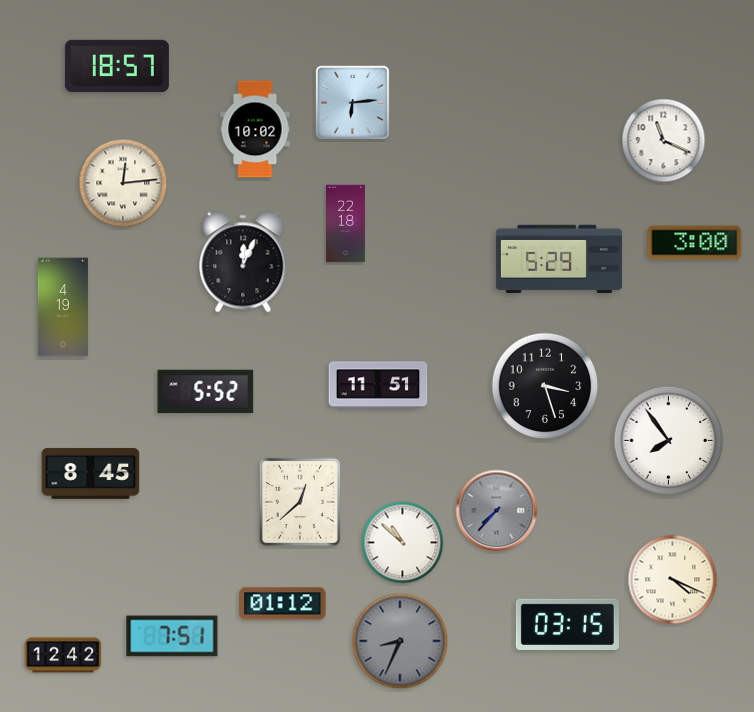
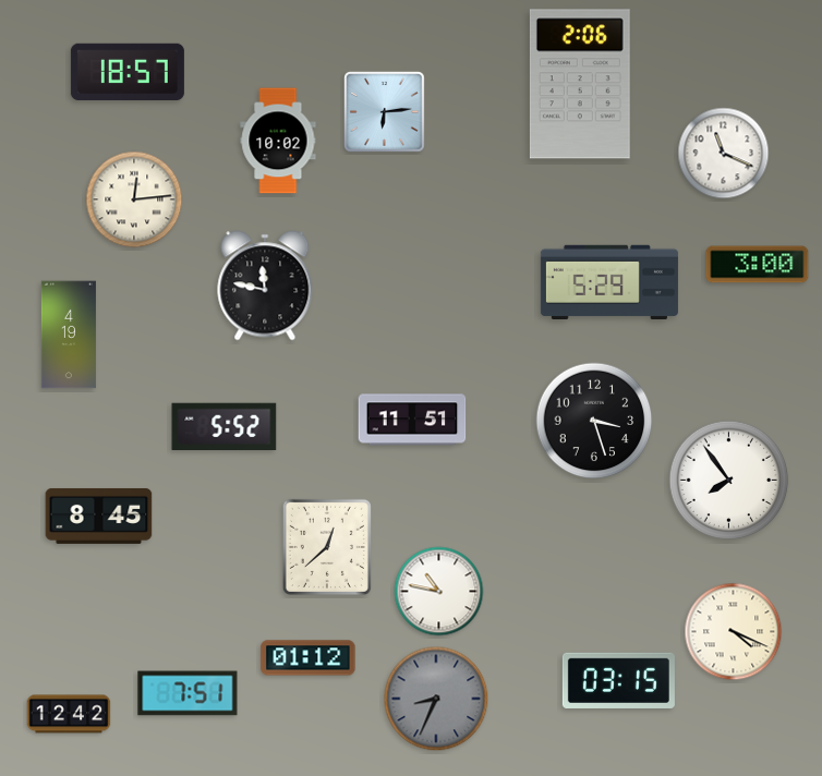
clock at (580, 84): none -> 2:06
clock at (346, 224): 22:18 -> none
clock at (243, 262): 12:04 -> 11:47
clock at (497, 511): 7:37 -> none
clock at (403, 543): 10:52 -> 10:47
